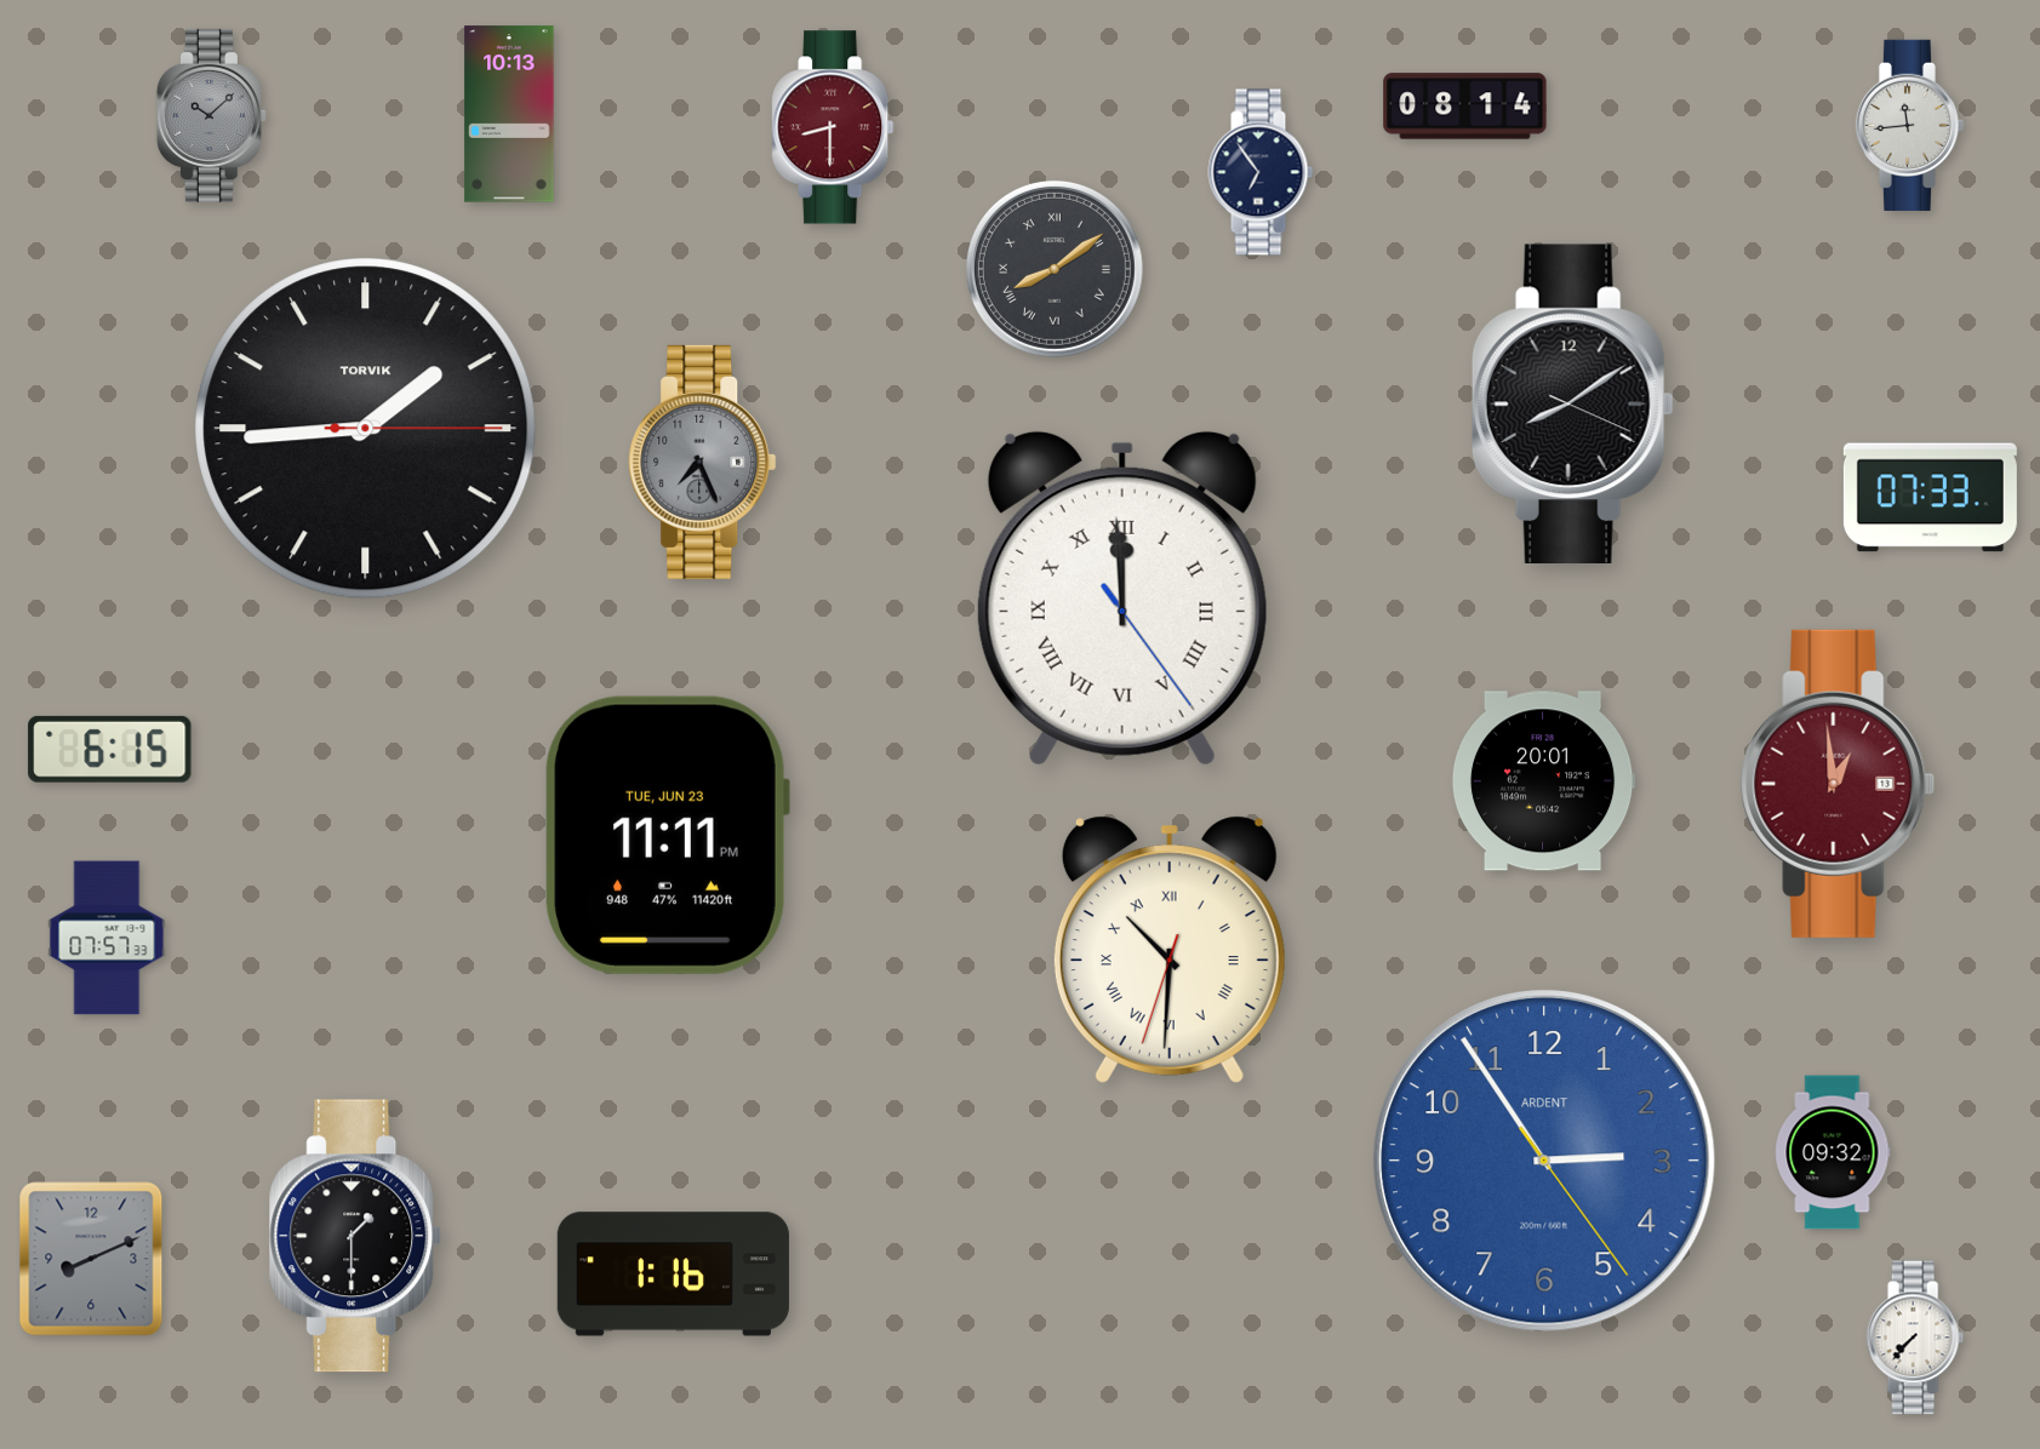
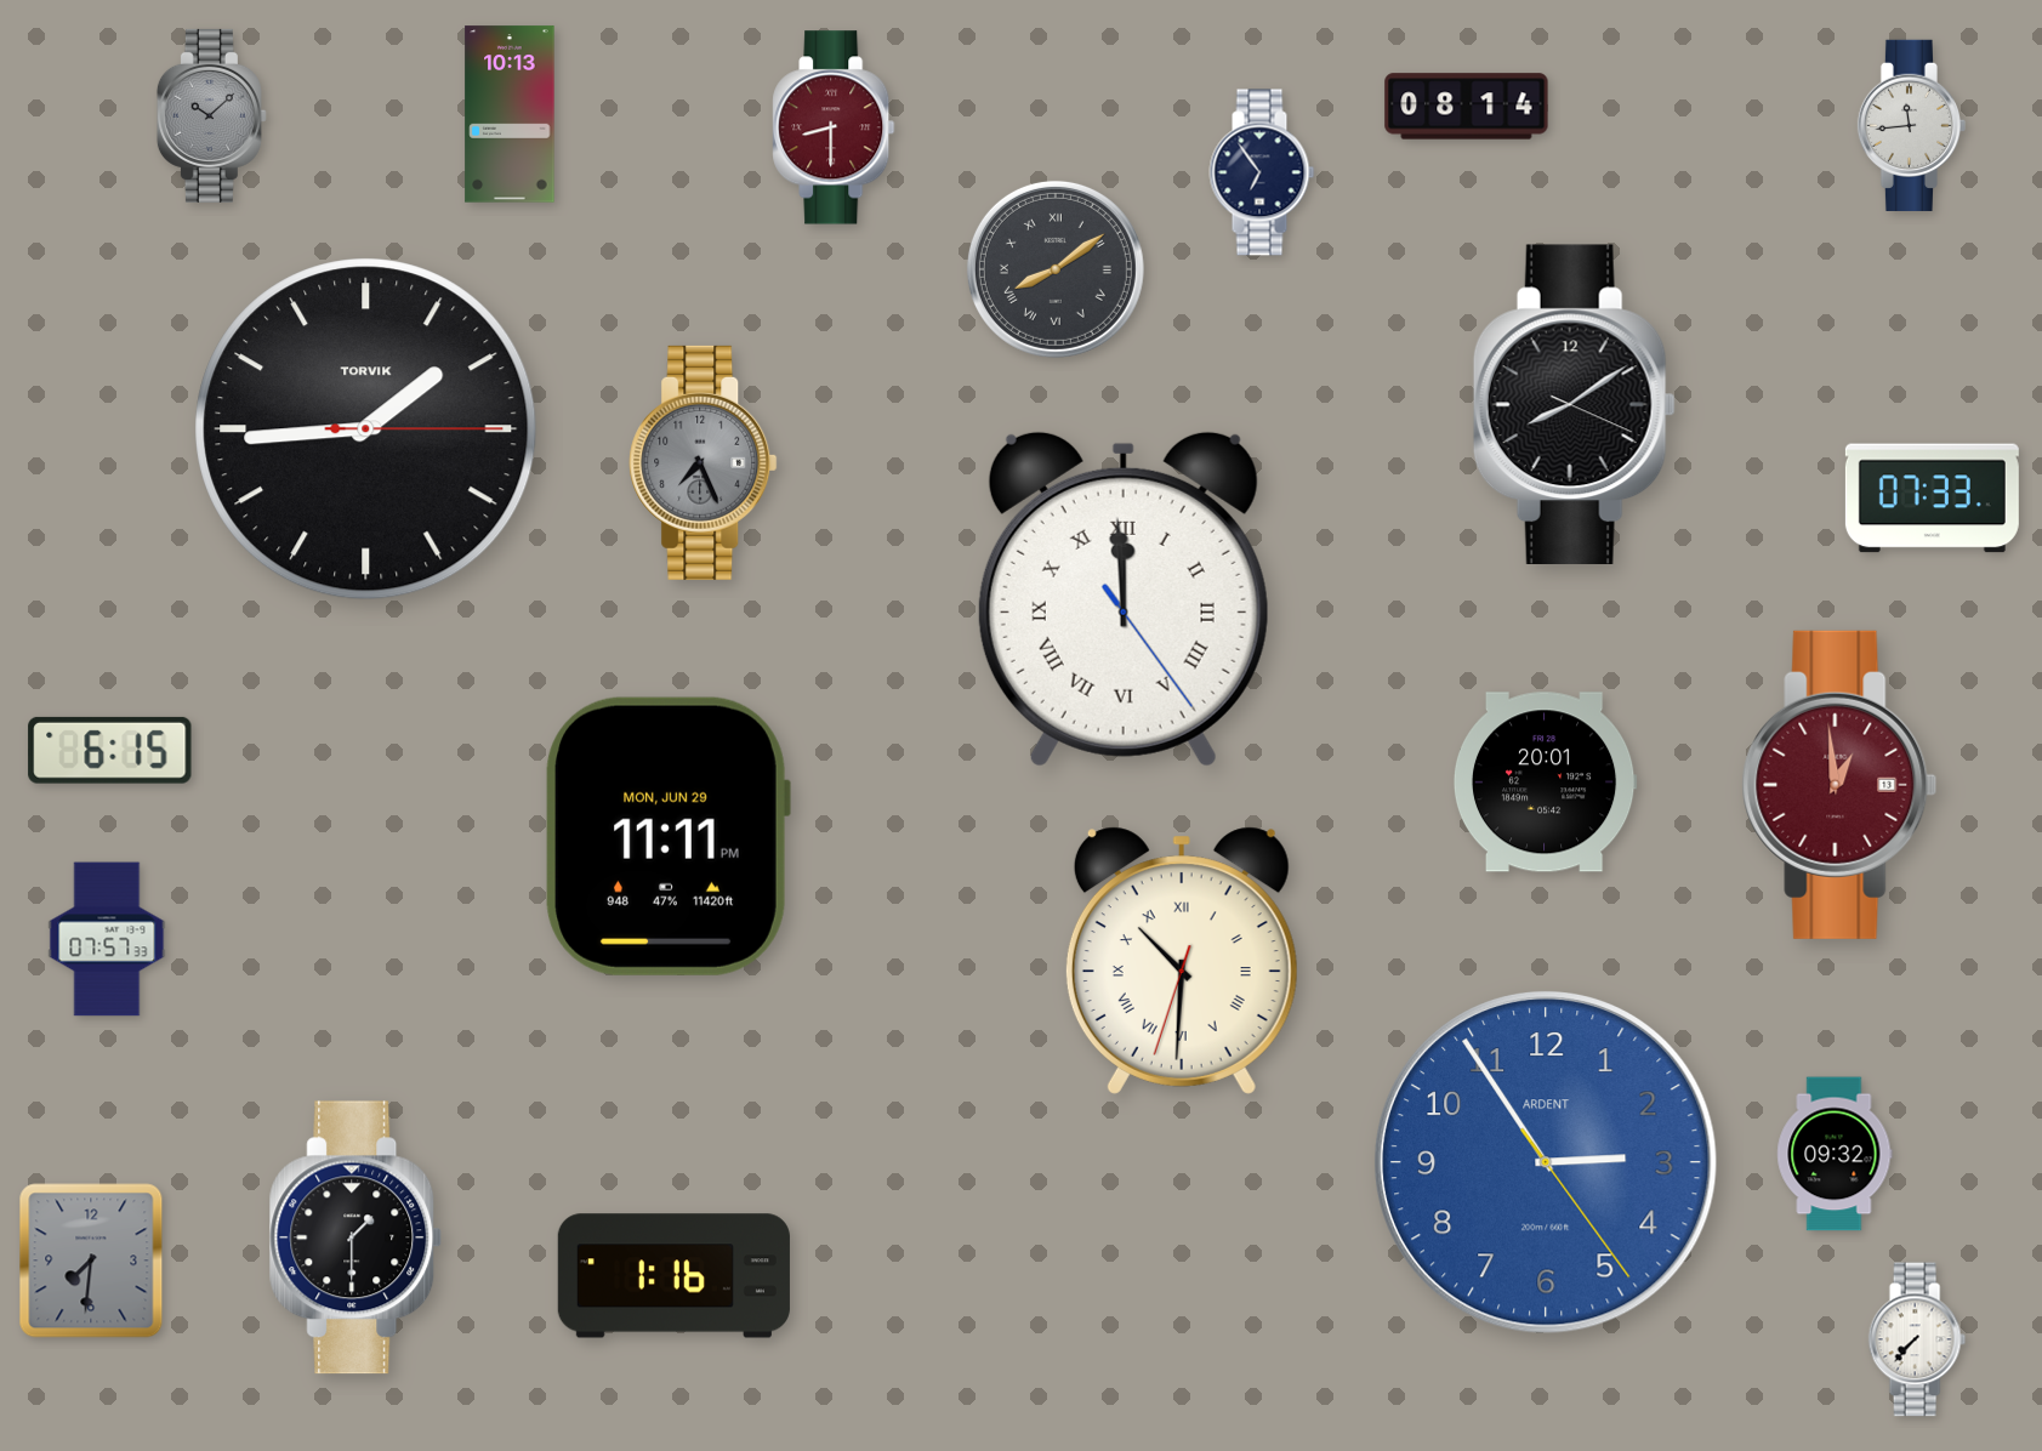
clock at (667, 835) date: TUE, JUN 23 -> MON, JUN 29
clock at (1170, 950) position: (1170, 950) -> (1182, 961)
clock at (91, 1259): 8:11 -> 7:31
